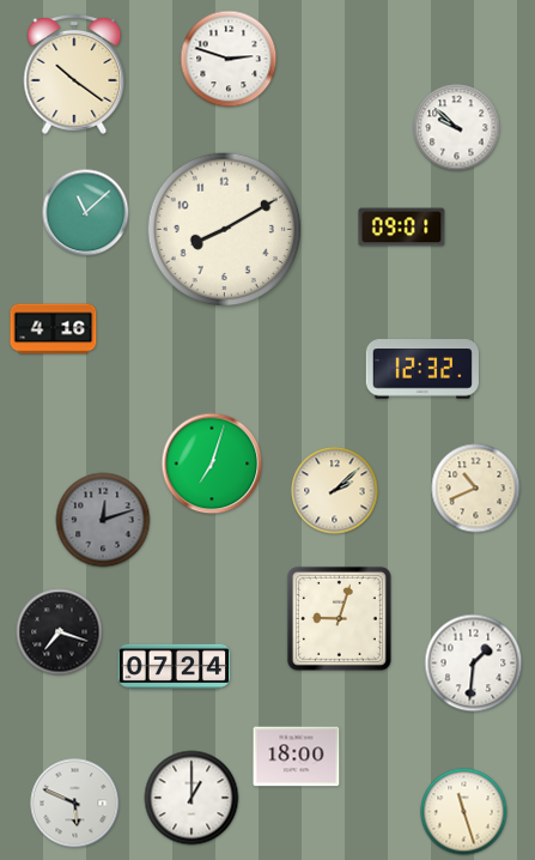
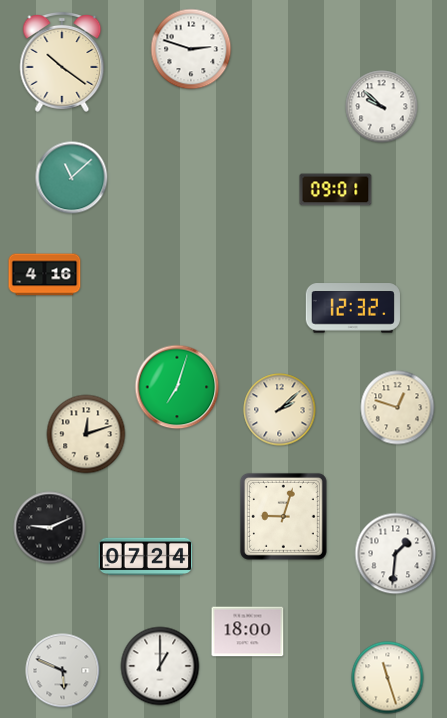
clock at (225, 230): 8:10 -> none
clock at (476, 489): 10:41 -> 12:48
clock at (103, 520) dial: grey -> cream
clock at (60, 632): 7:18 -> 9:11
